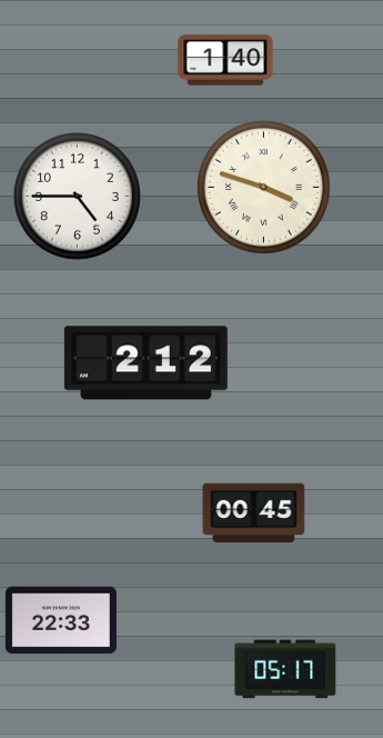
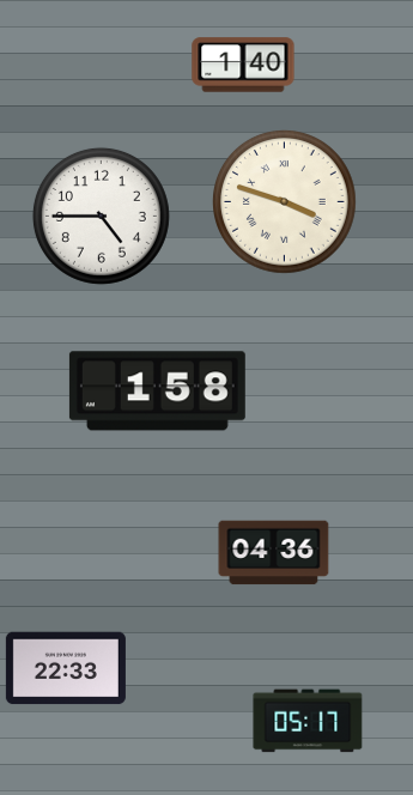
clock at (77, 196) position: (77, 196) -> (101, 216)
clock at (145, 363): 2:12 -> 1:58
clock at (254, 513): 00:45 -> 04:36
